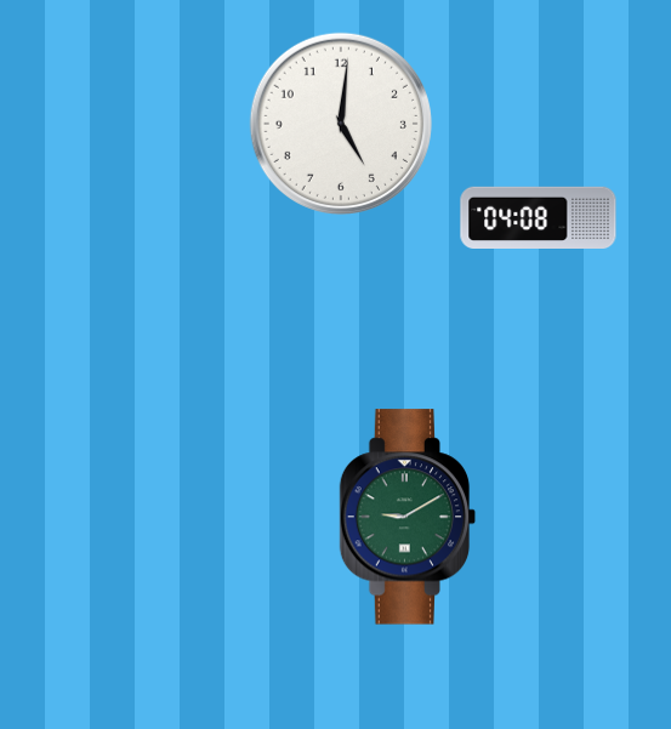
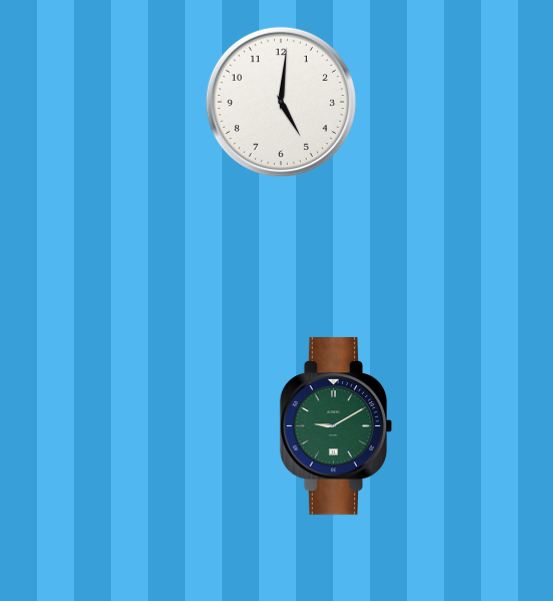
clock at (539, 217): 04:08 -> none
